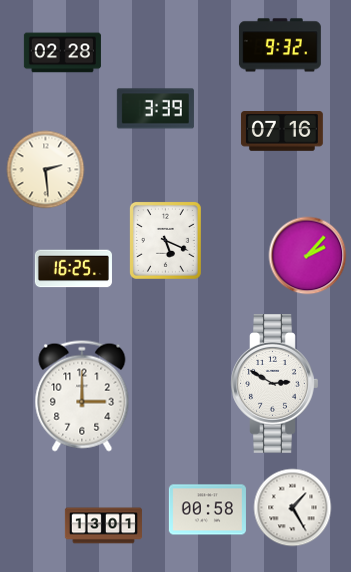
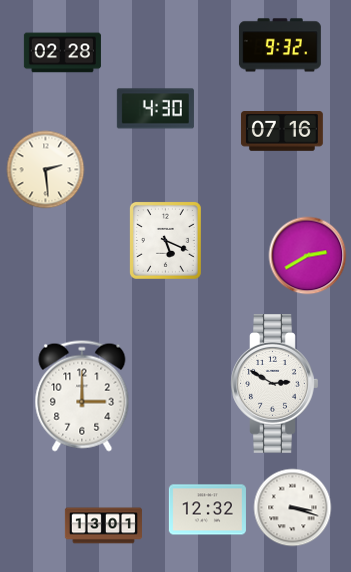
clock at (155, 109): 3:39 -> 4:30
clock at (307, 255): 2:07 -> 2:40
clock at (73, 269): 16:25 -> none
clock at (292, 507): 1:25 -> 3:18
clock at (207, 510): 00:58 -> 12:32
